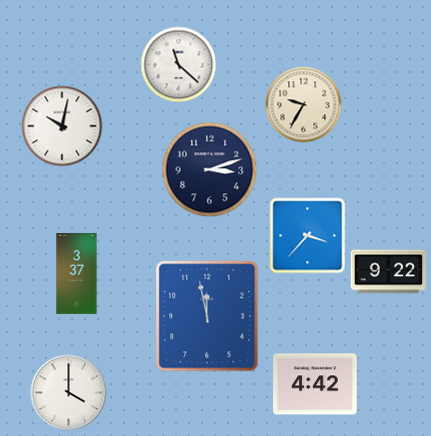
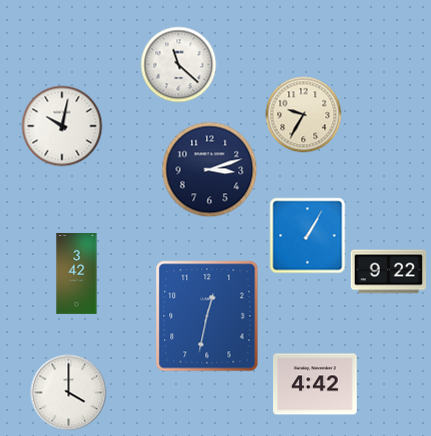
clock at (304, 105) position: (304, 105) -> (304, 115)
clock at (308, 236): 3:37 -> 1:05
clock at (77, 274): 3:37 -> 3:42
clock at (207, 316): 11:58 -> 12:32
